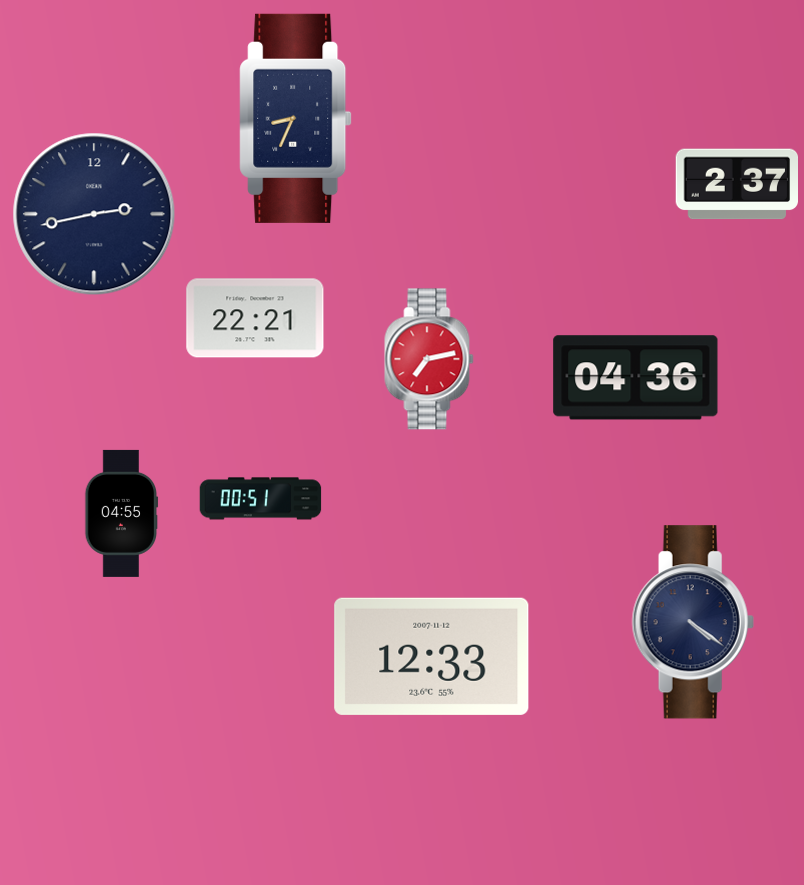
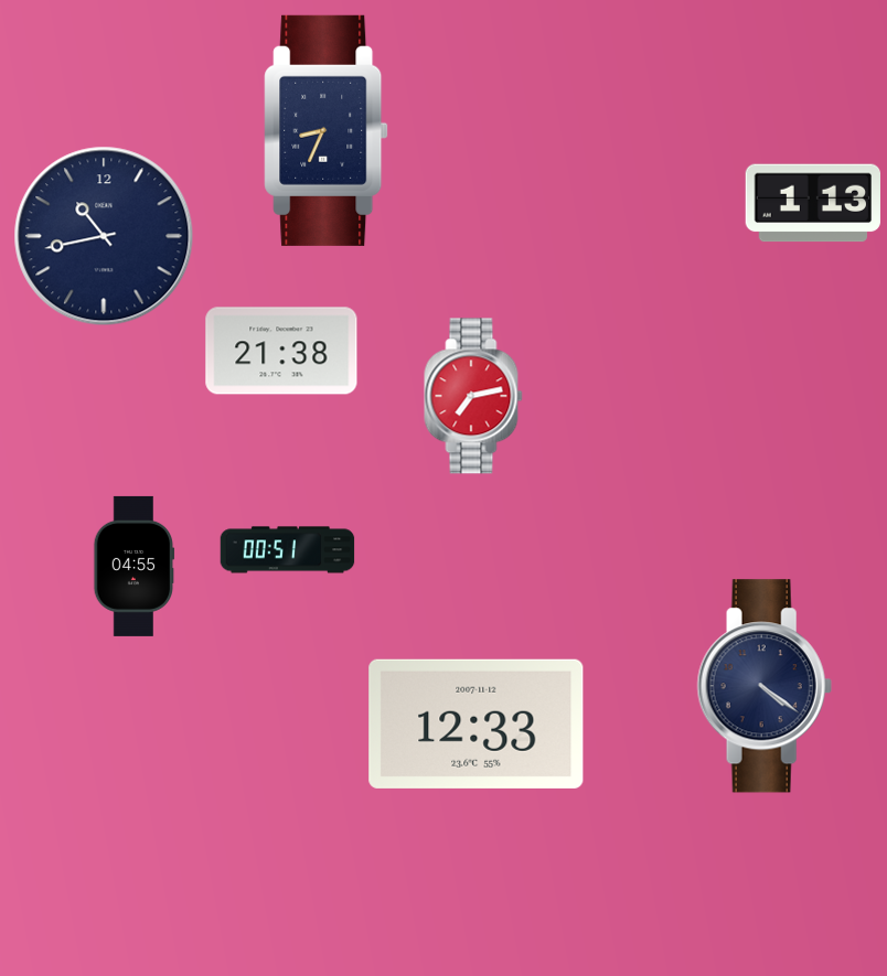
clock at (736, 184): 2:37 -> 1:13
clock at (94, 214): 2:43 -> 10:43
clock at (255, 318): 22:21 -> 21:38
clock at (636, 378): 04:36 -> none
